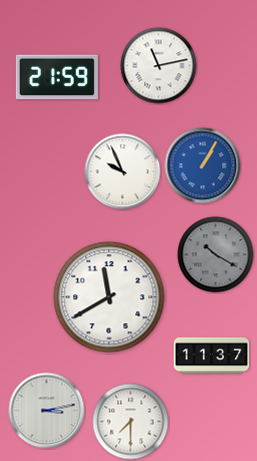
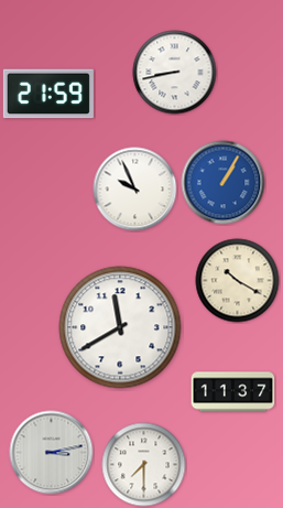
clock at (159, 66): 11:13 -> 8:43
clock at (57, 77) position: (57, 77) -> (48, 94)
clock at (216, 255) dial: grey -> cream
